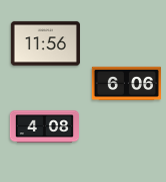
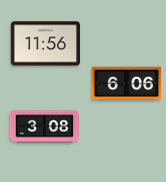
clock at (44, 127): 4:08 -> 3:08
